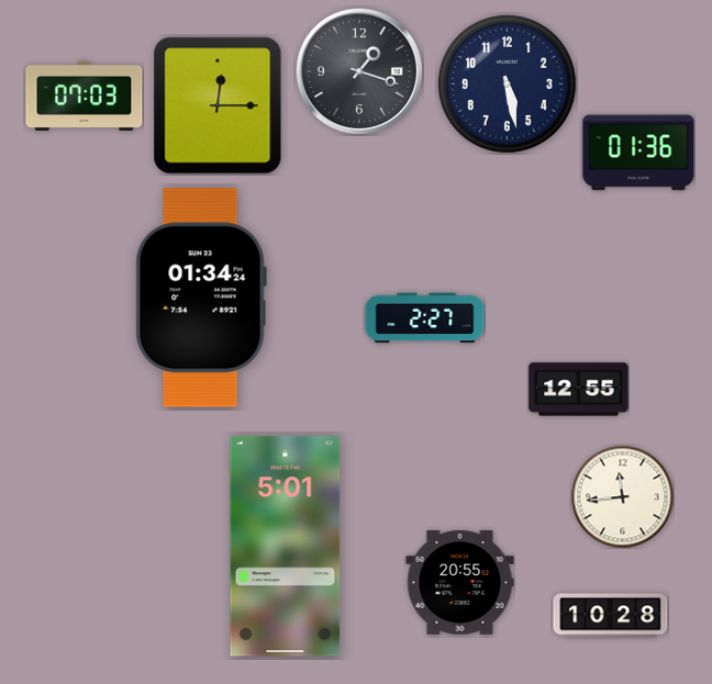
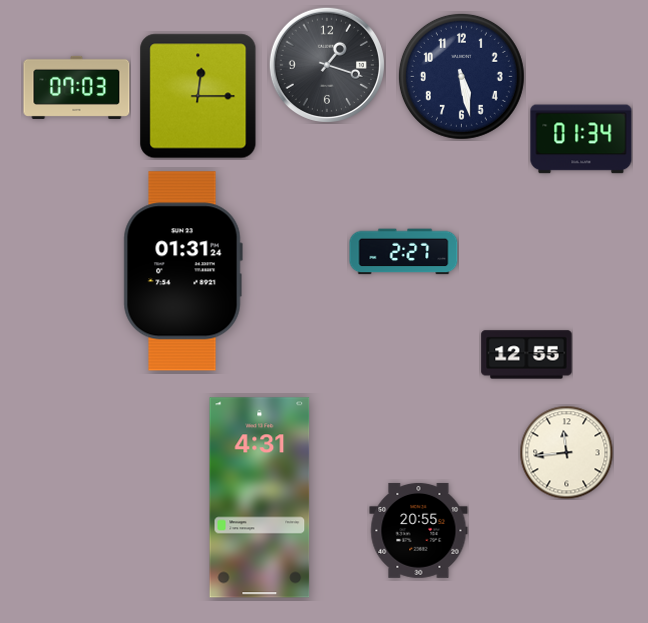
clock at (638, 153): 01:36 -> 01:34
clock at (201, 298): 01:34 -> 01:31
clock at (425, 318) position: (425, 318) -> (404, 252)
clock at (286, 547): 5:01 -> 4:31
clock at (611, 616): 10:28 -> none
